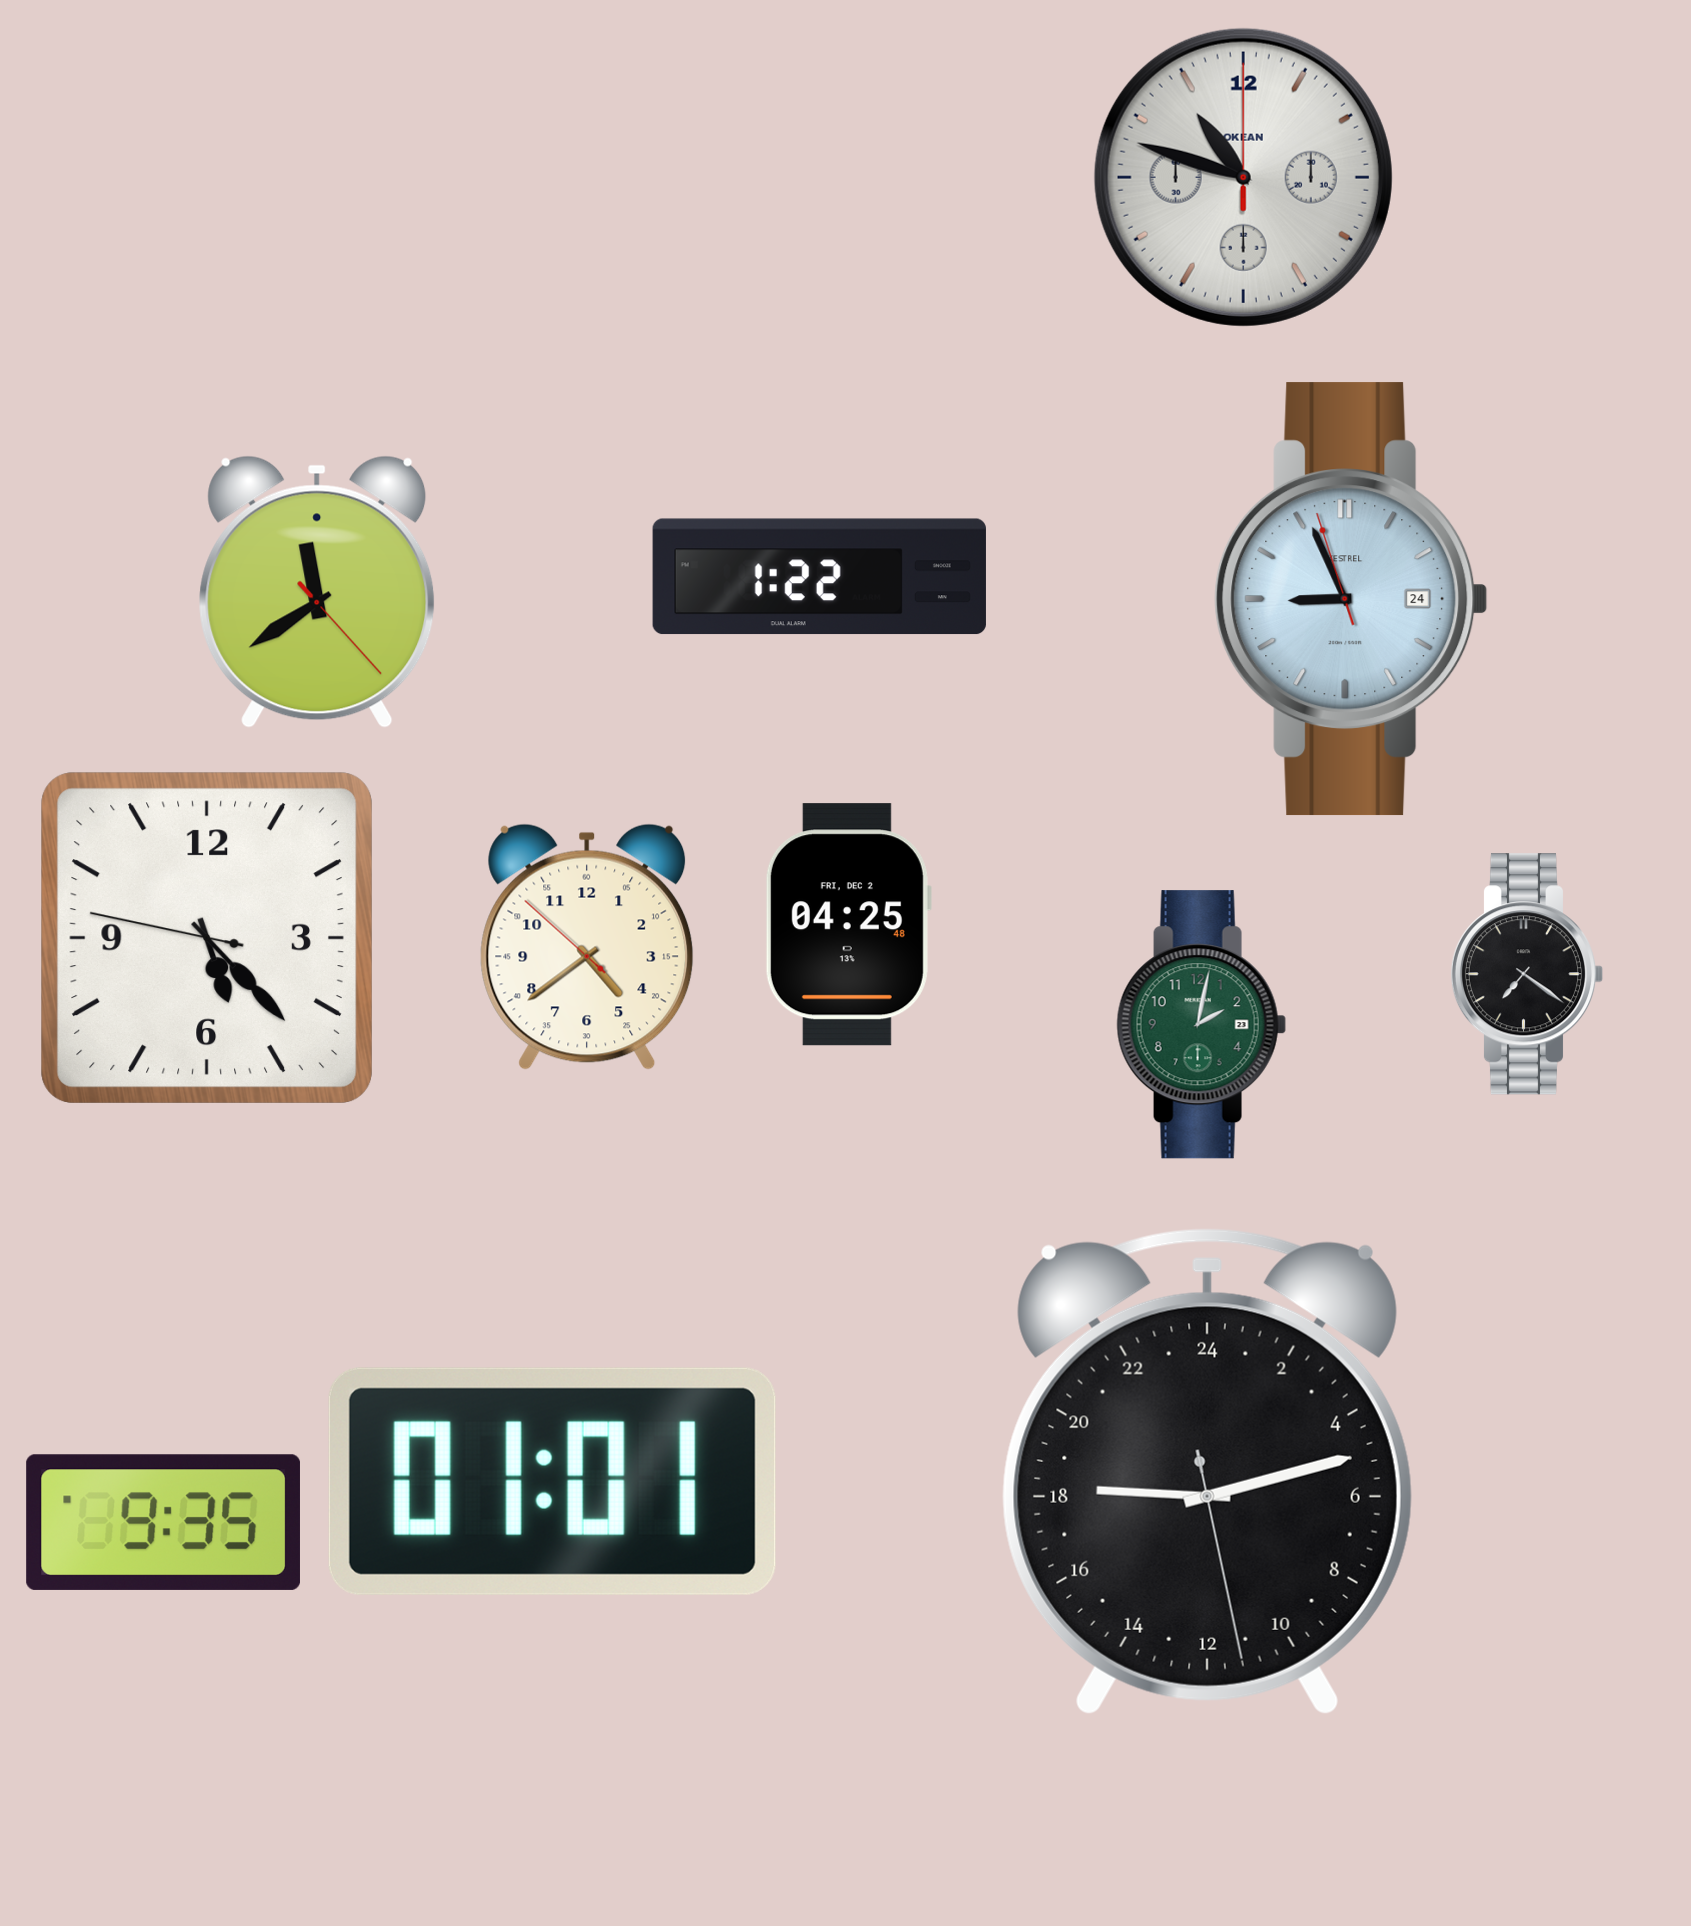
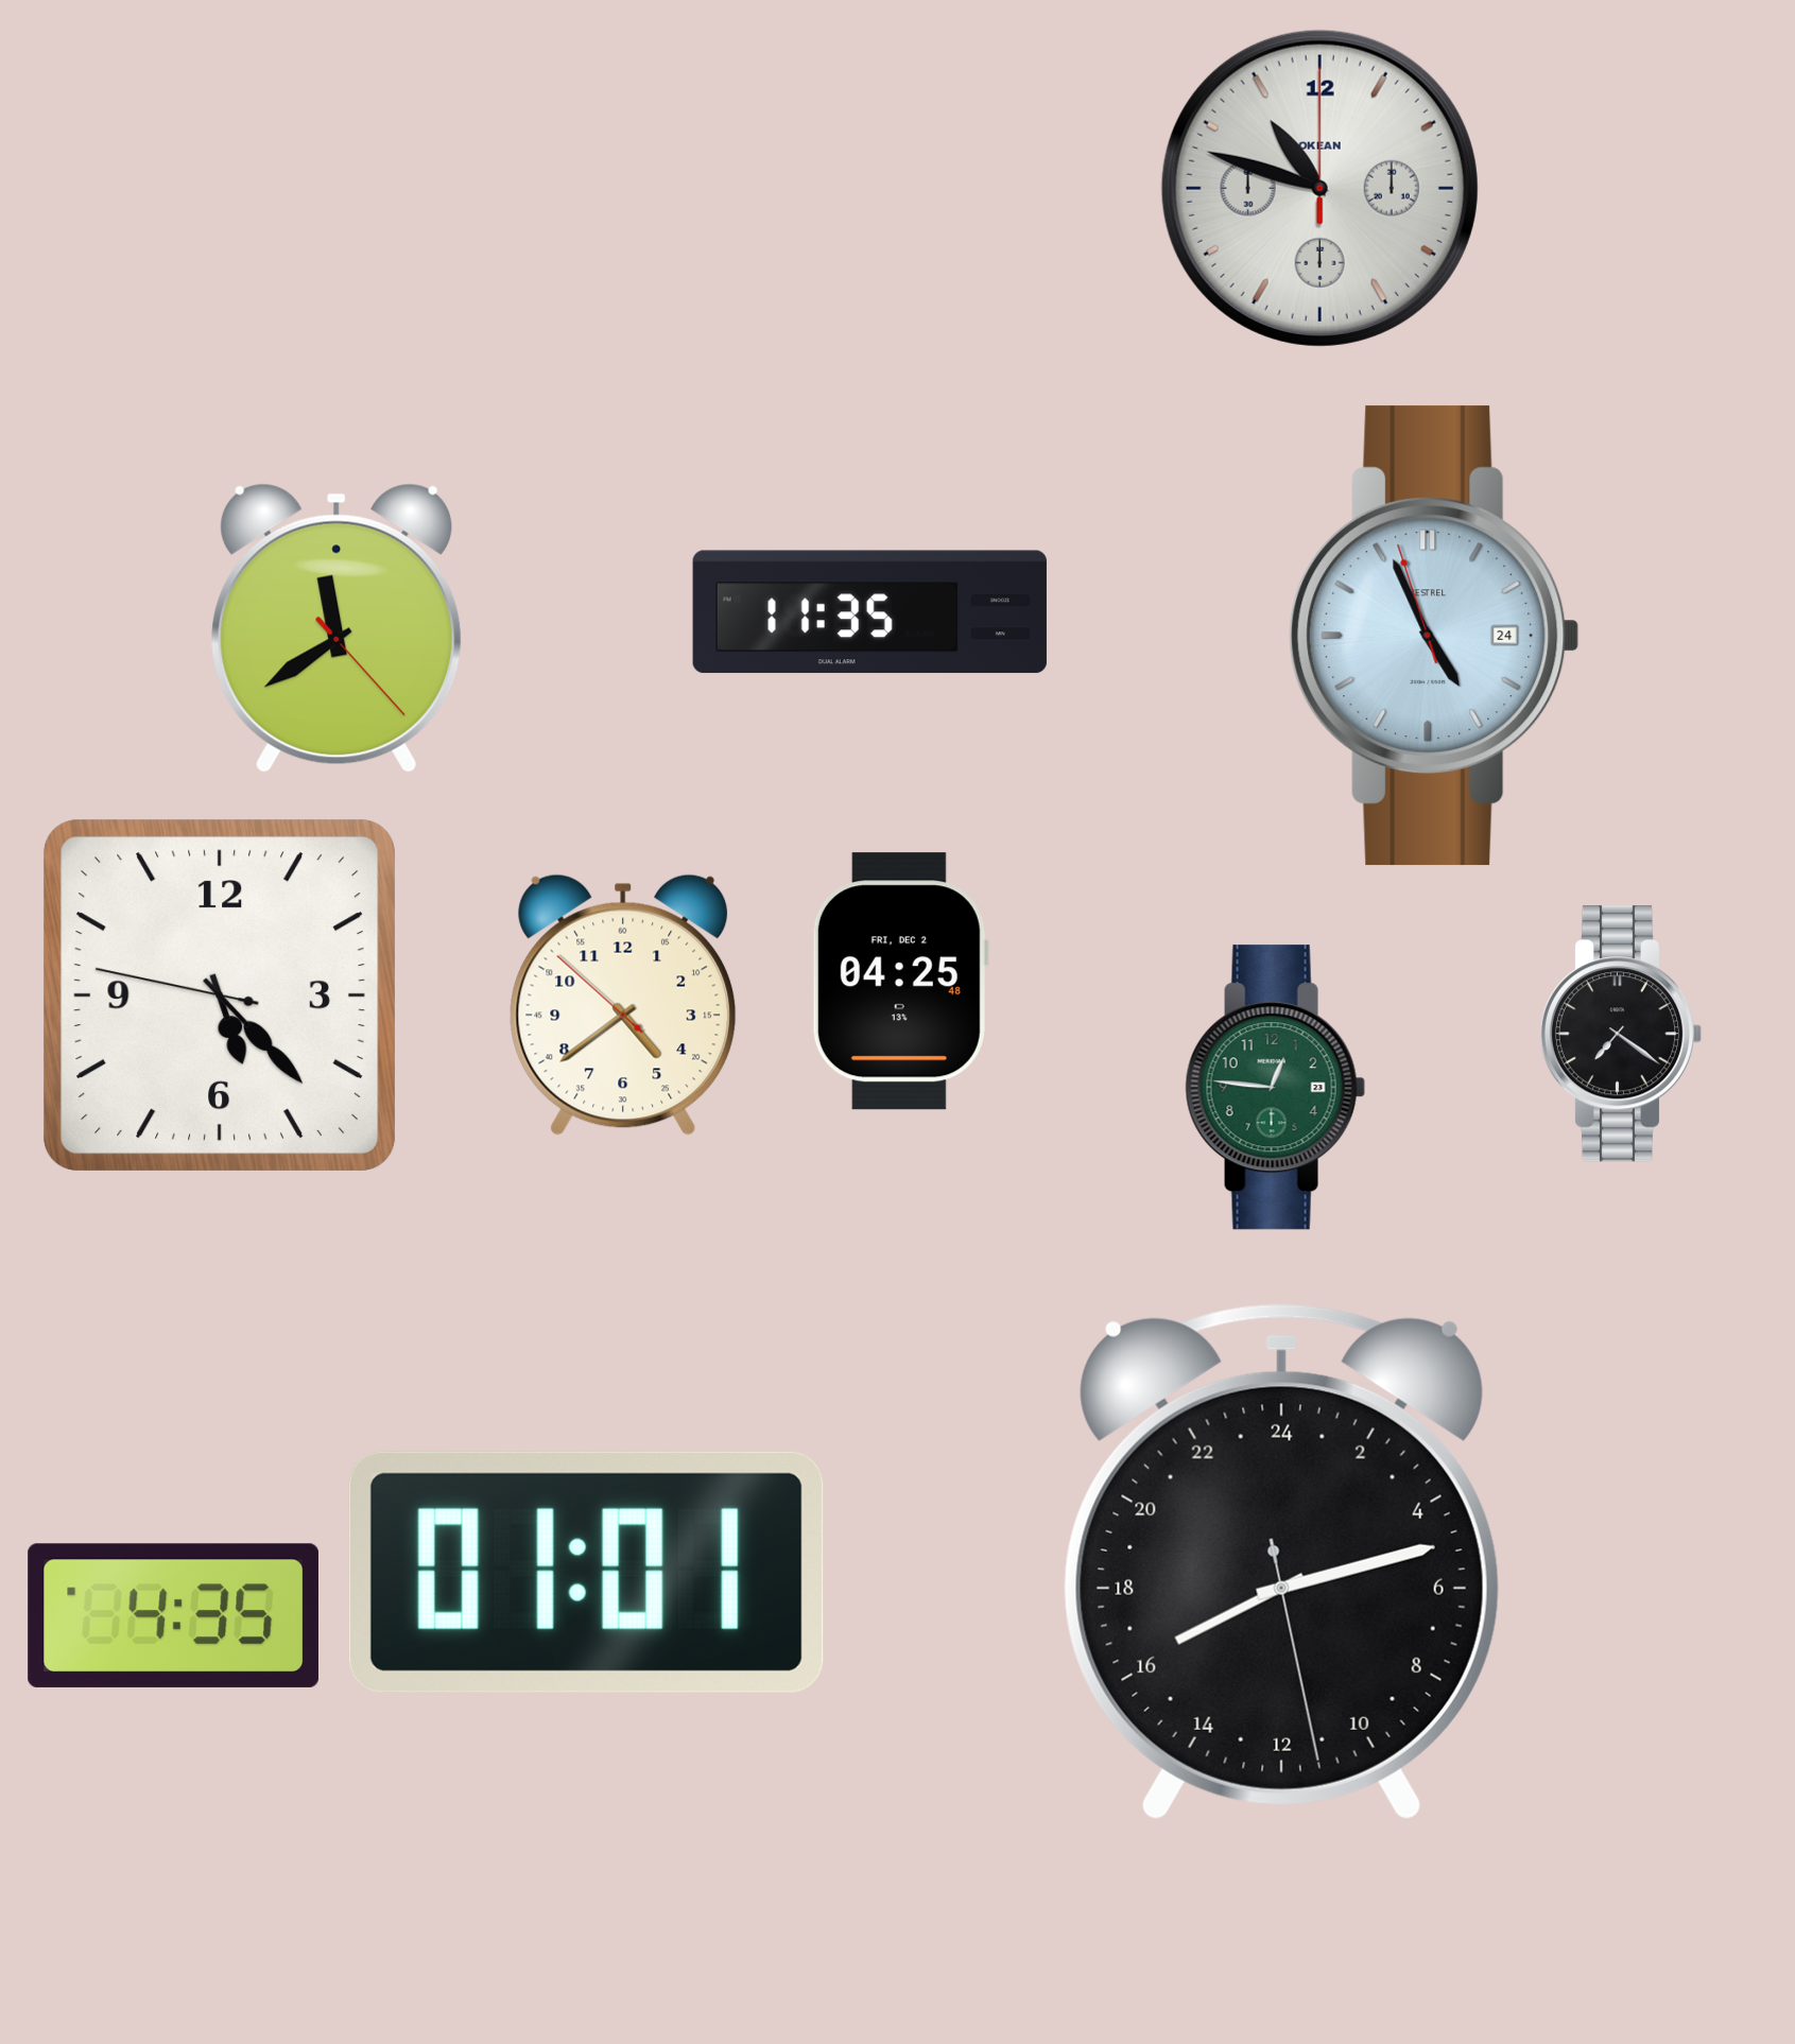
clock at (819, 577): 1:22 -> 11:35
clock at (1351, 599): 8:55 -> 4:55
clock at (1201, 1025): 2:02 -> 12:46
clock at (1207, 1471): 18:12 -> 16:12
clock at (163, 1522): 9:35 -> 4:35
